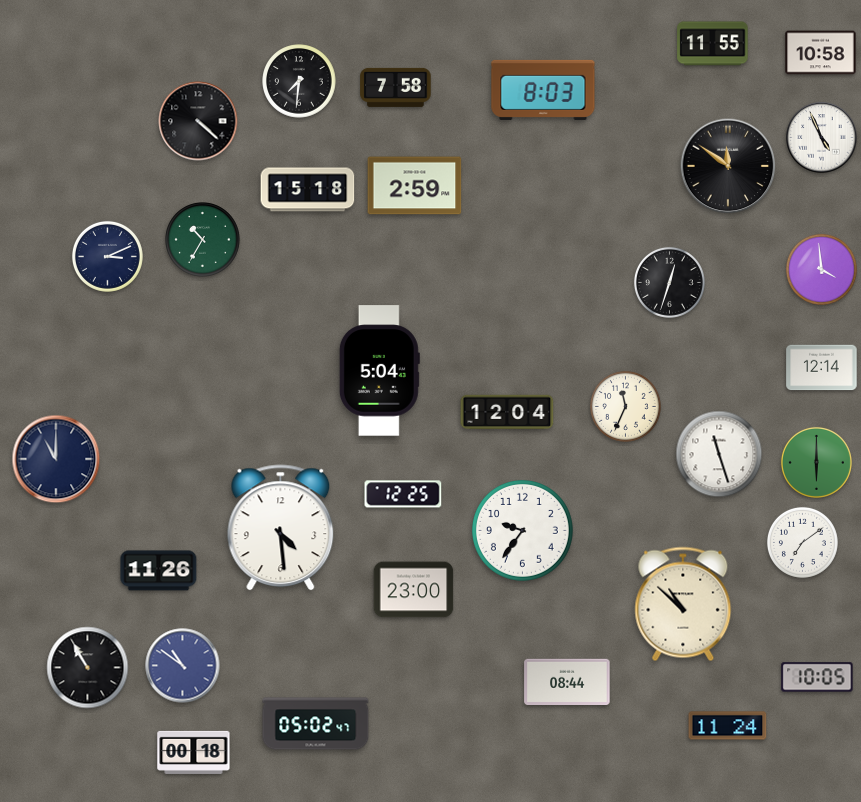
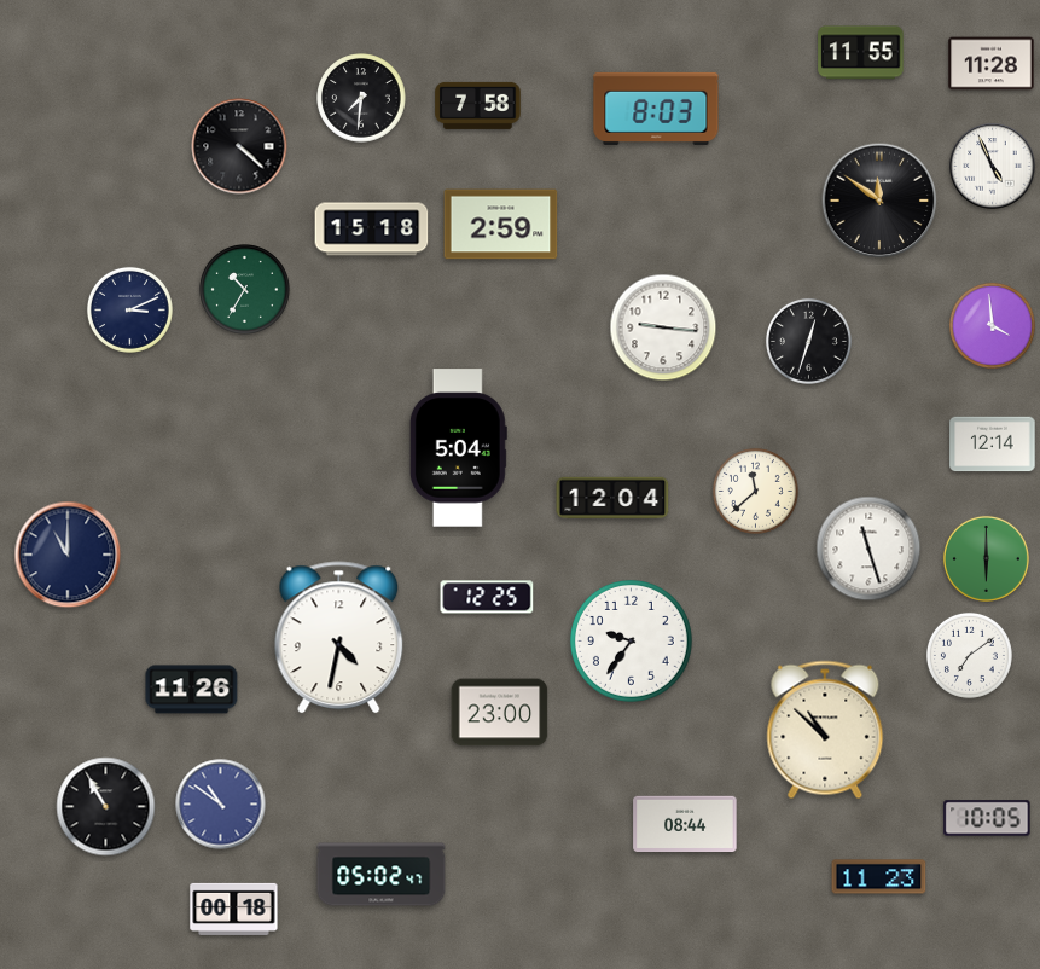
clock at (821, 53): 10:58 -> 11:28
clock at (663, 327): none -> 9:16
clock at (625, 406): 11:34 -> 11:38
clock at (281, 528): 4:29 -> 4:32
clock at (728, 726): 11:24 -> 11:23
